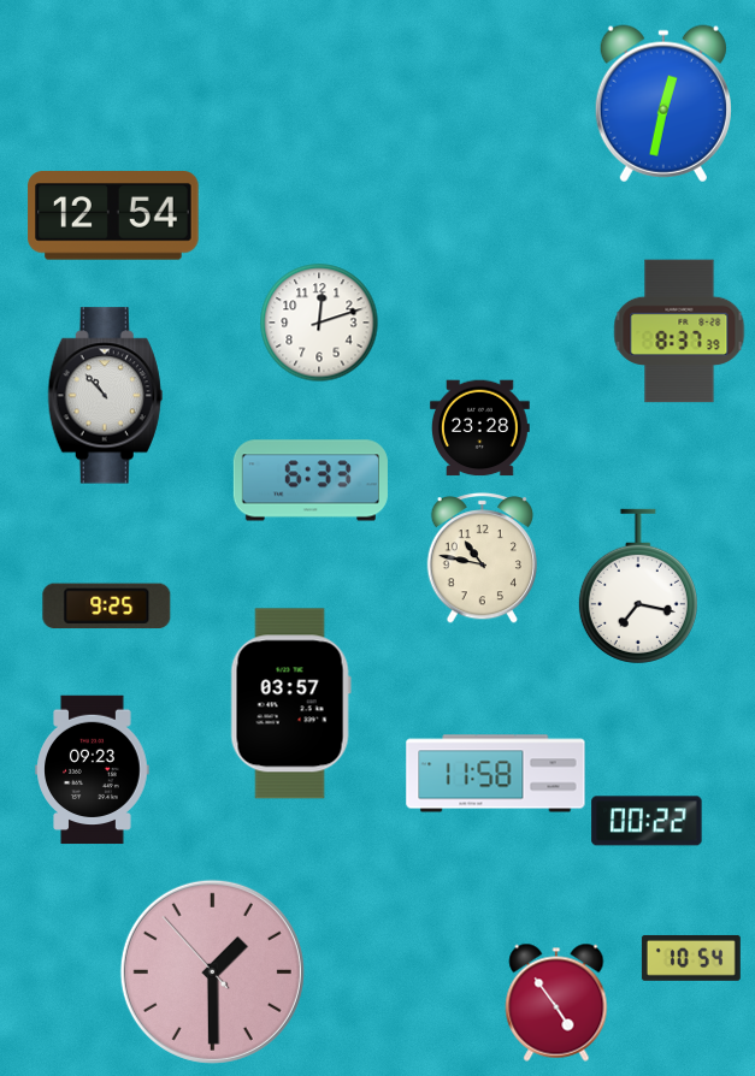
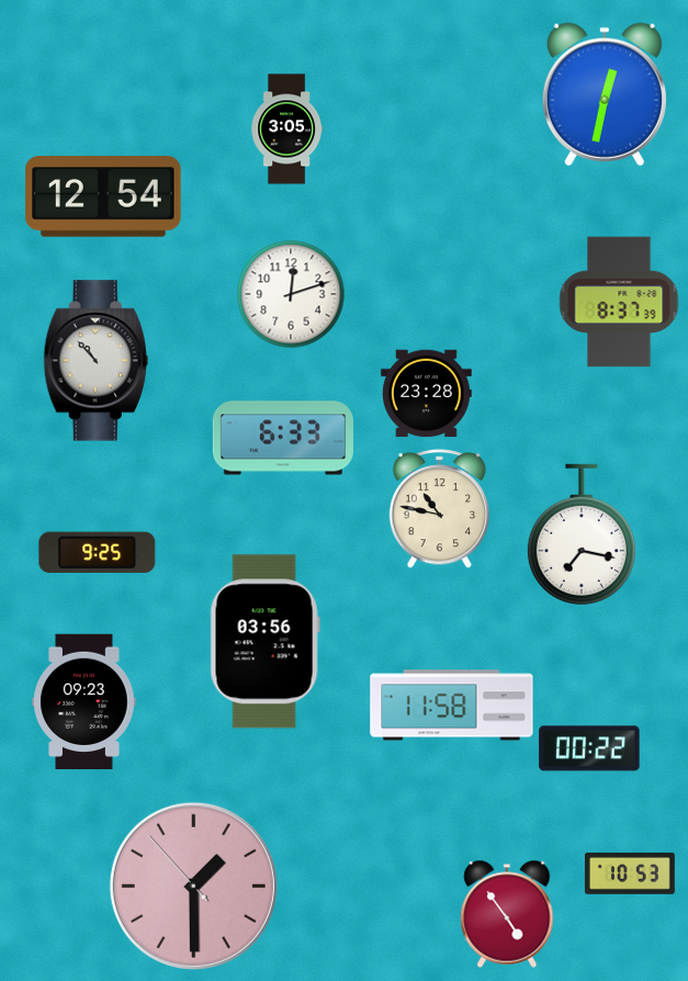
clock at (286, 129): none -> 3:05
clock at (479, 428) position: (479, 428) -> (426, 394)
clock at (290, 704): 03:57 -> 03:56
clock at (691, 958): 10:54 -> 10:53
